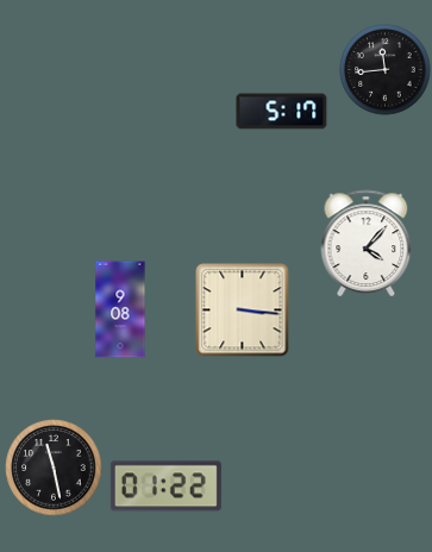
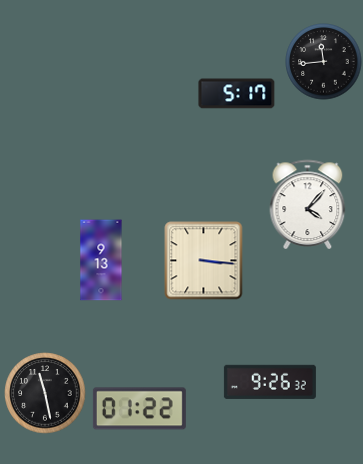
clock at (386, 70) position: (386, 70) -> (324, 62)
clock at (120, 309): 9:08 -> 9:13
clock at (270, 382): none -> 9:26
